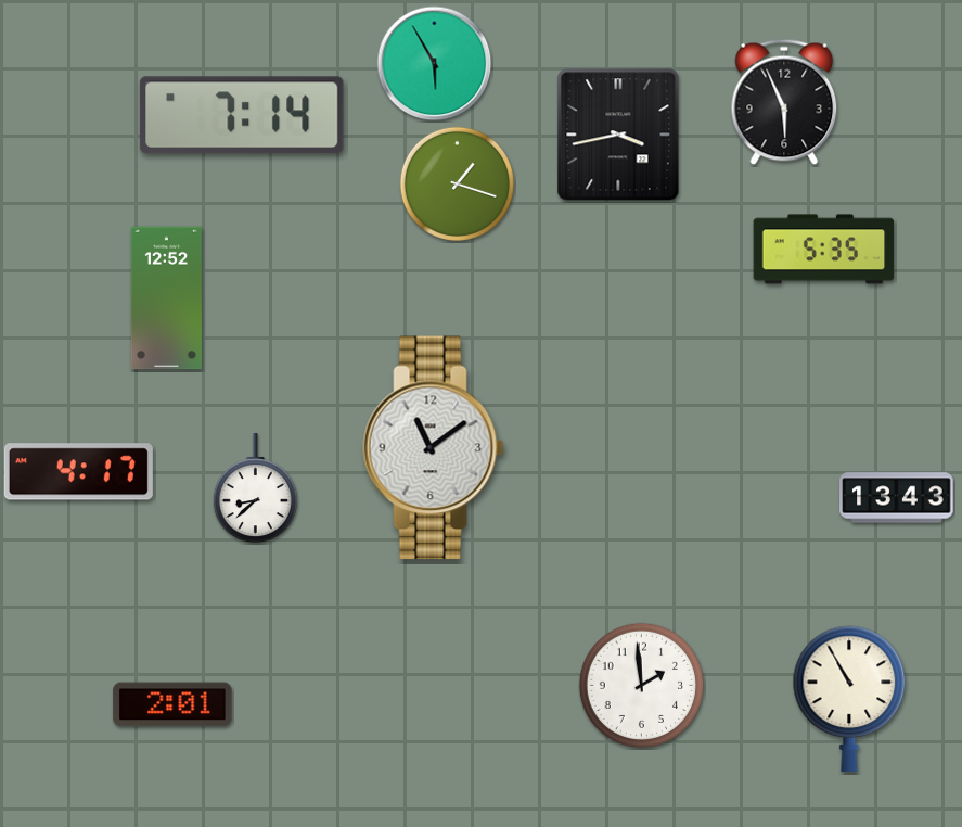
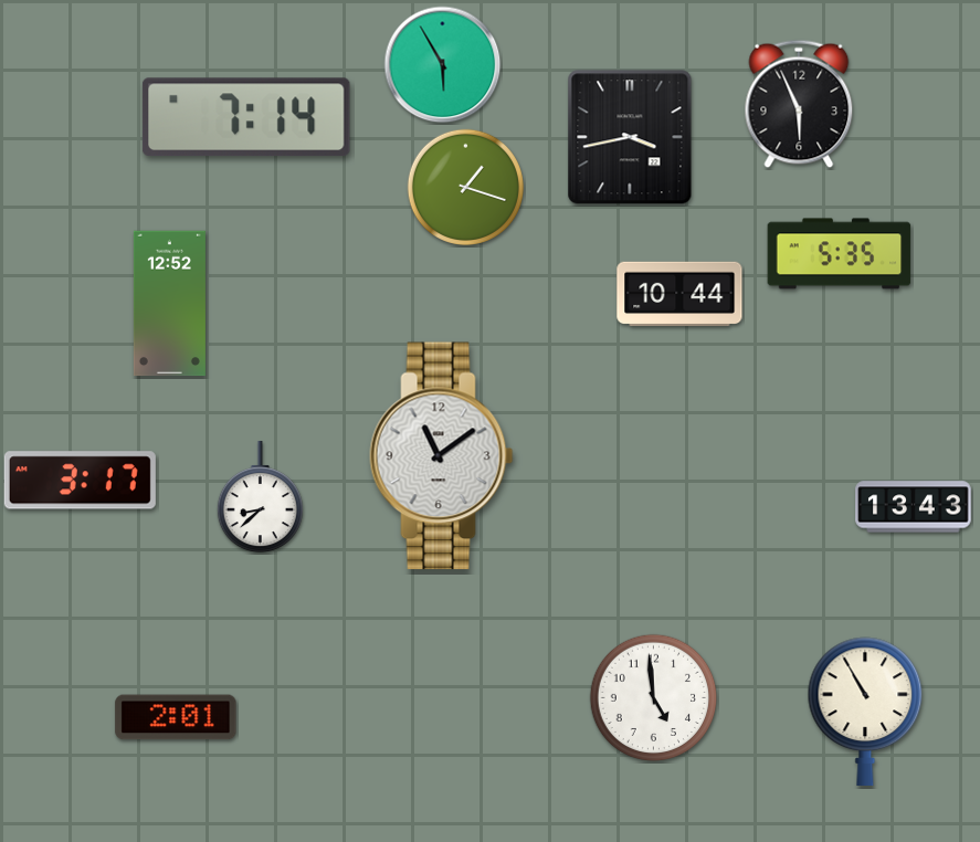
clock at (679, 293): none -> 10:44
clock at (78, 472): 4:17 -> 3:17
clock at (642, 686): 1:59 -> 4:59
